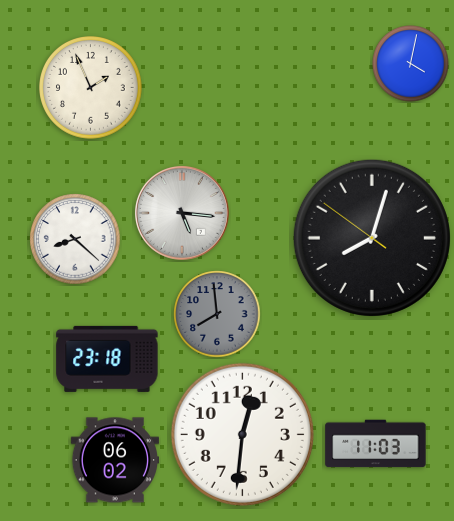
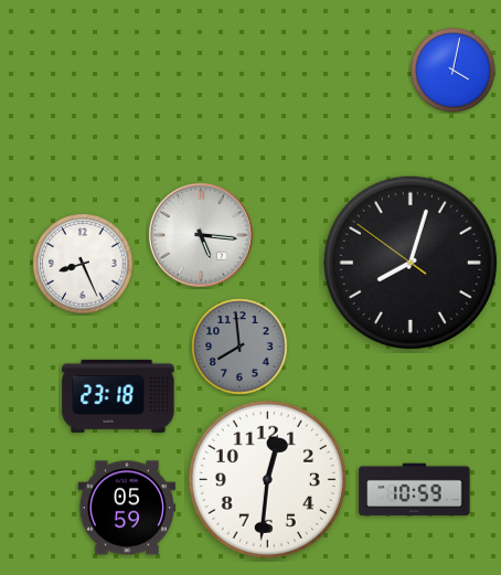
clock at (91, 88): 1:56 -> none
clock at (75, 239): 8:22 -> 8:26
clock at (376, 444): 11:03 -> 10:59
clock at (114, 460): 06:02 -> 05:59
